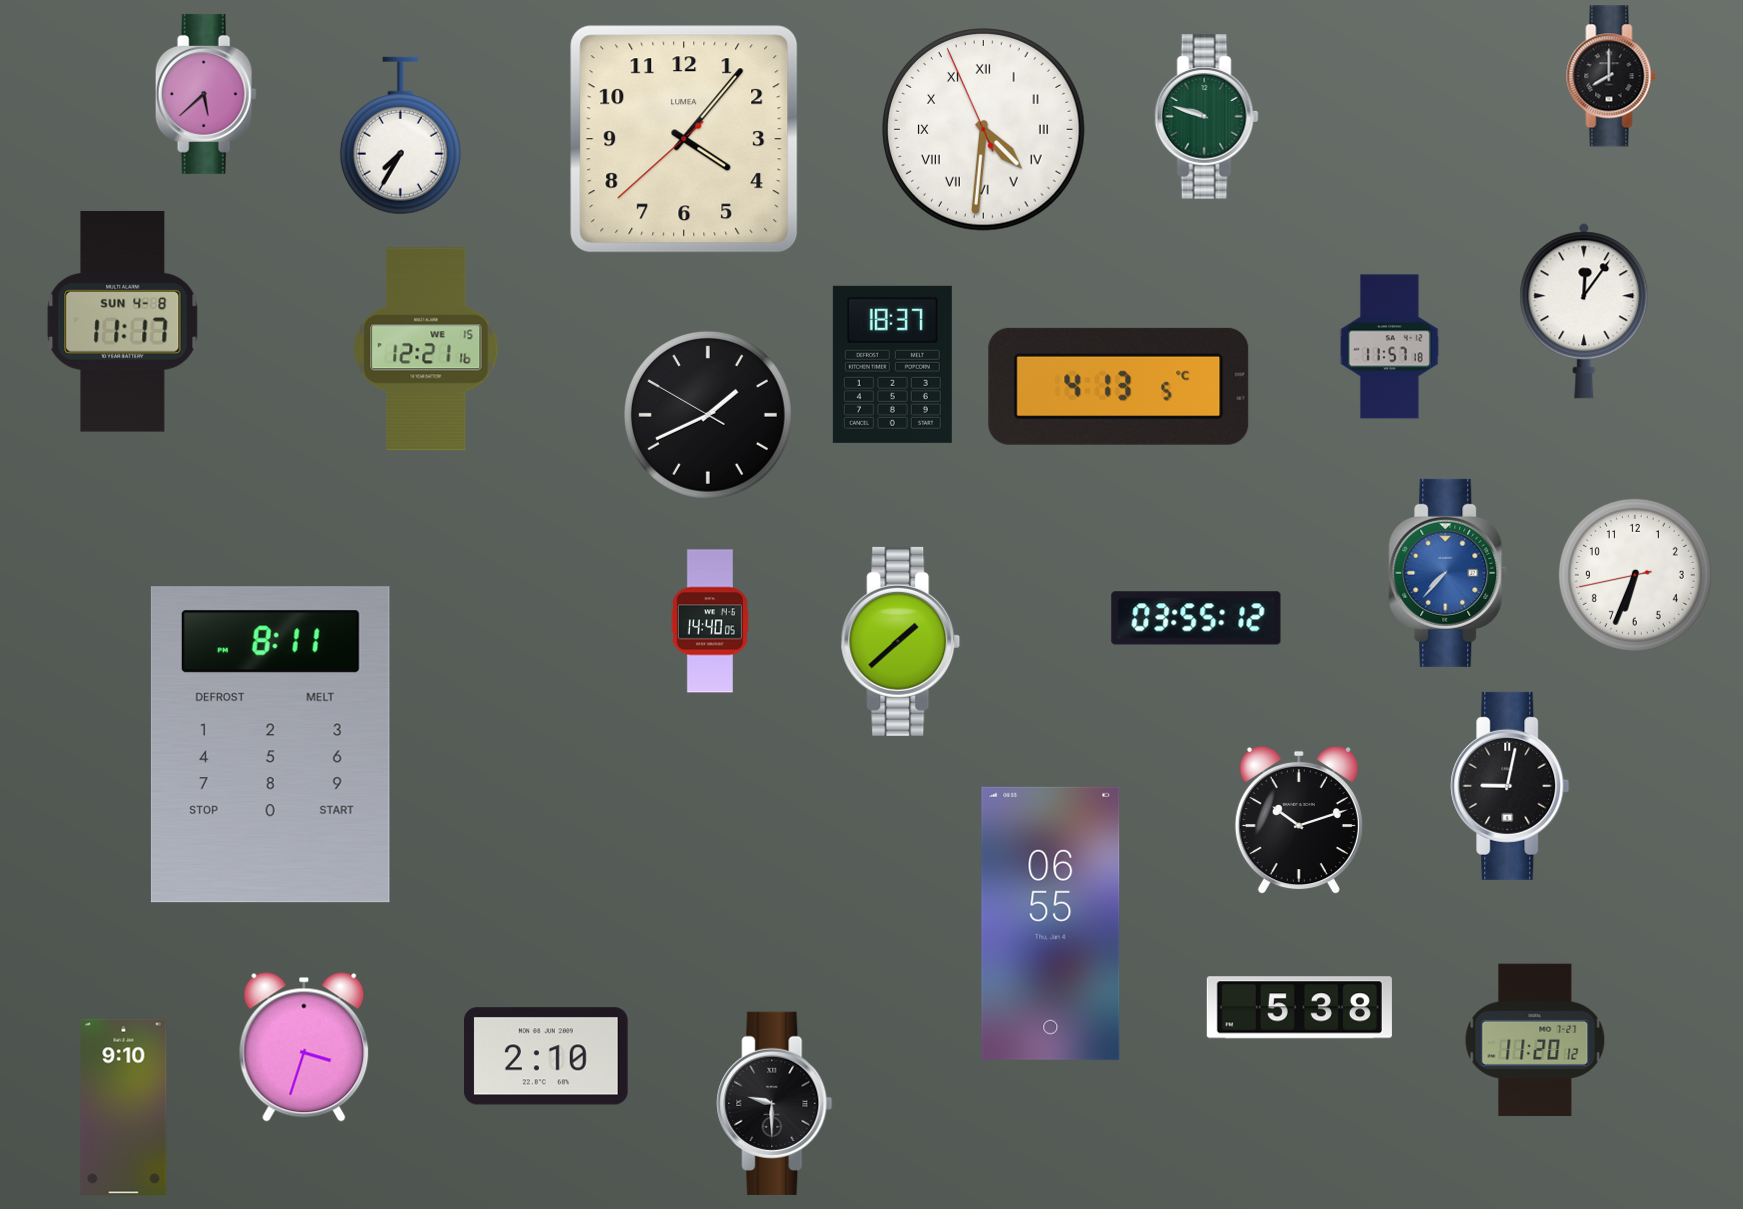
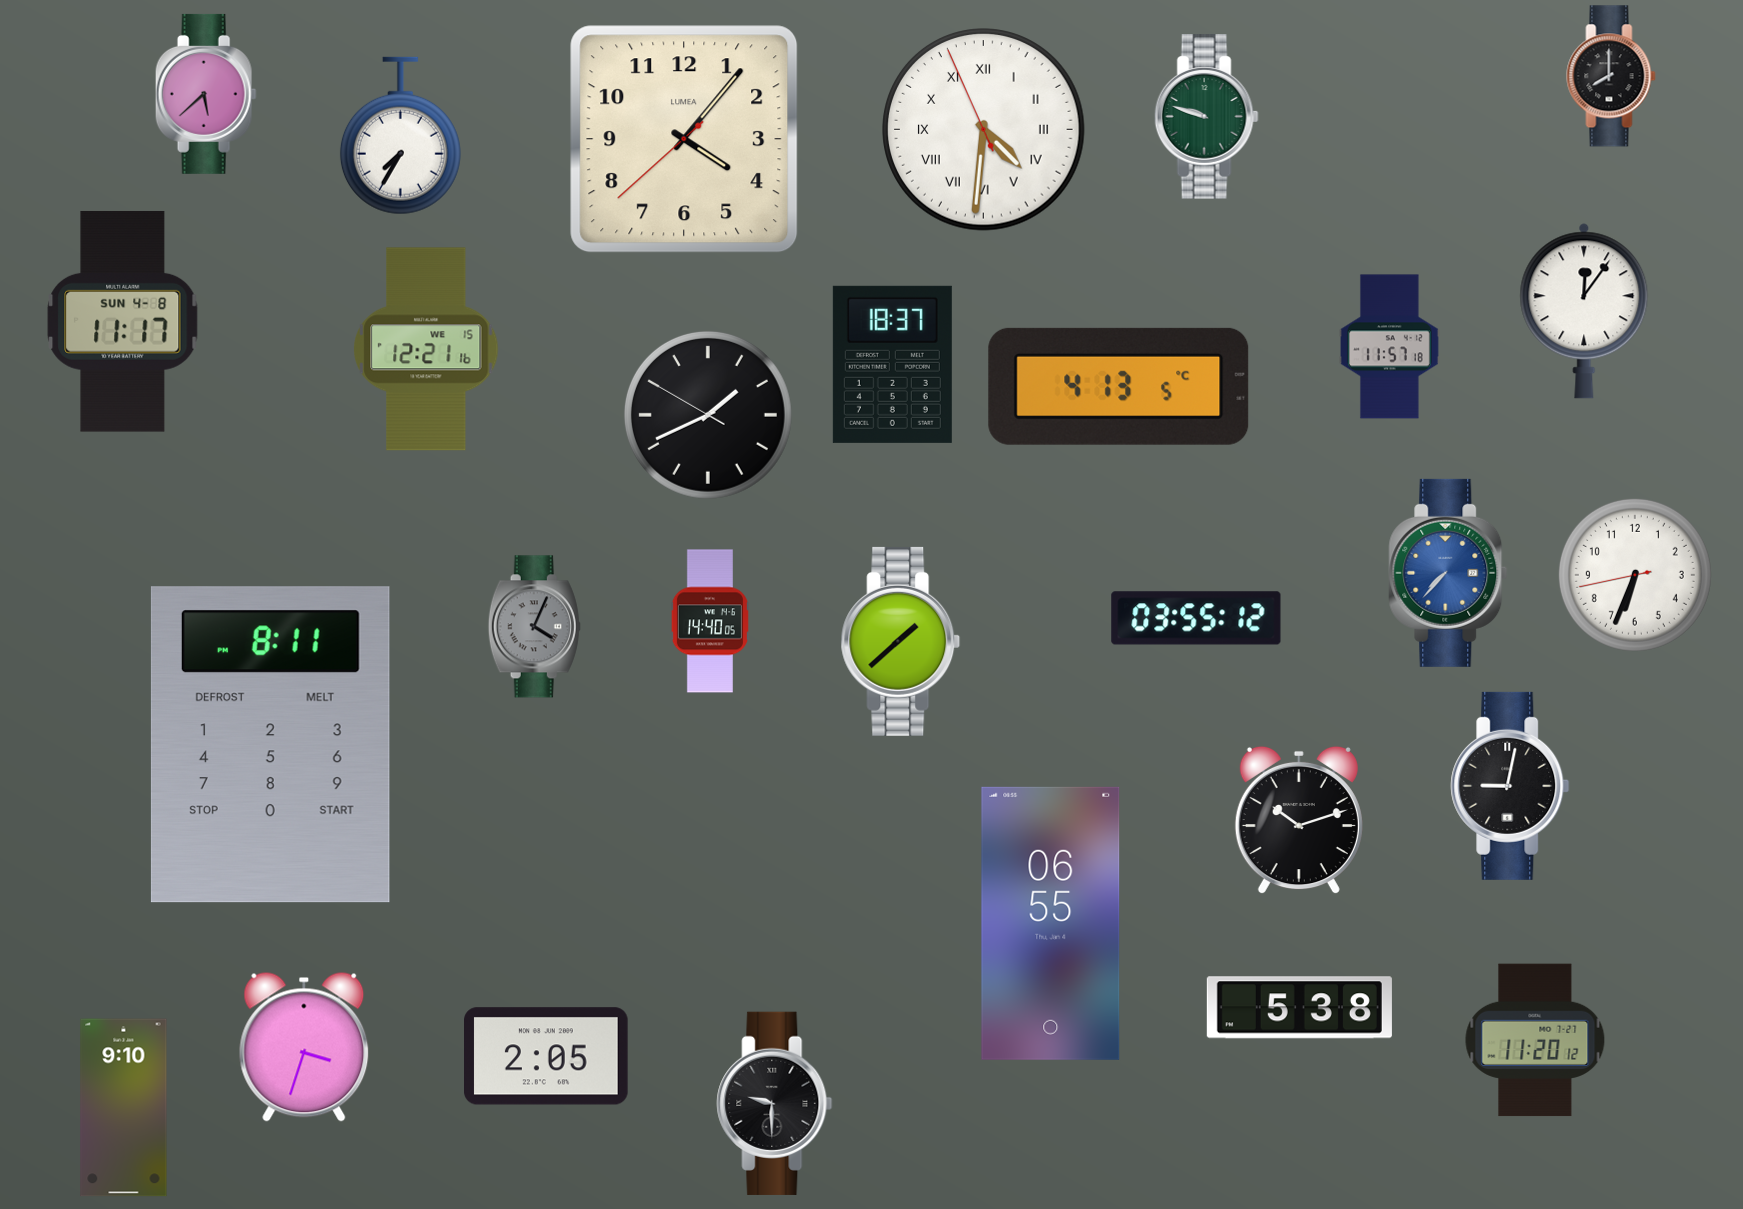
clock at (534, 627): none -> 4:04
clock at (547, 1056): 2:10 -> 2:05
